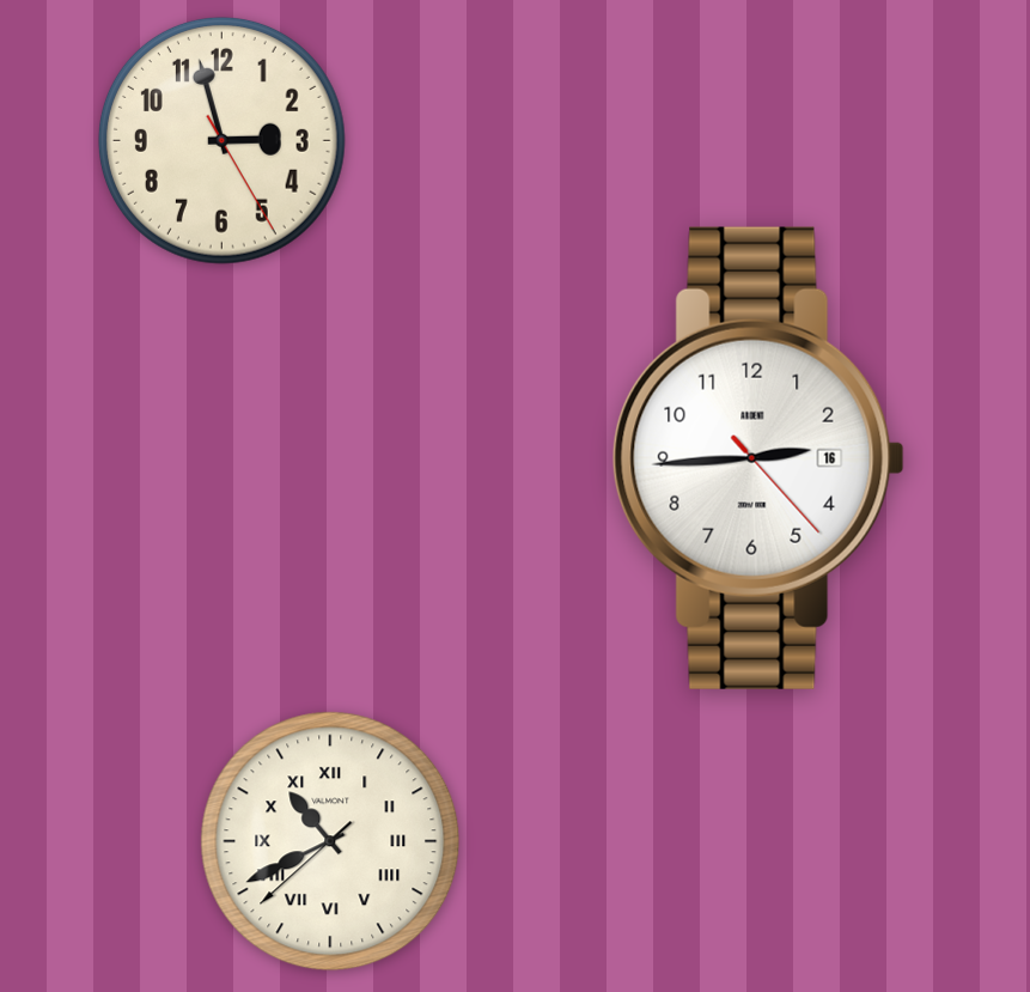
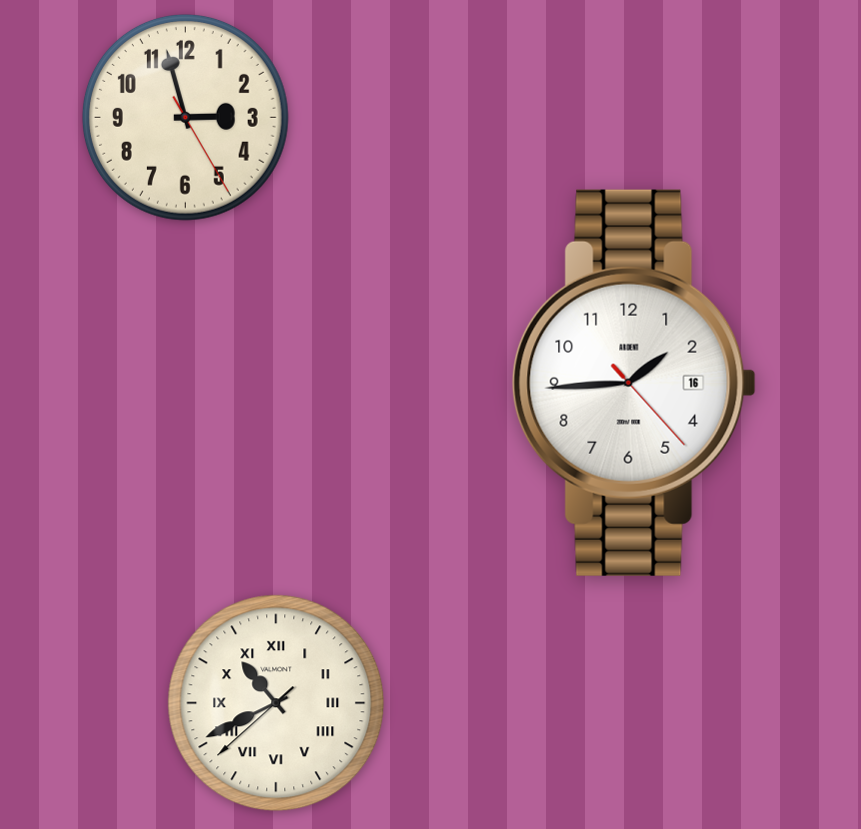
clock at (758, 458): 2:44 -> 1:44
